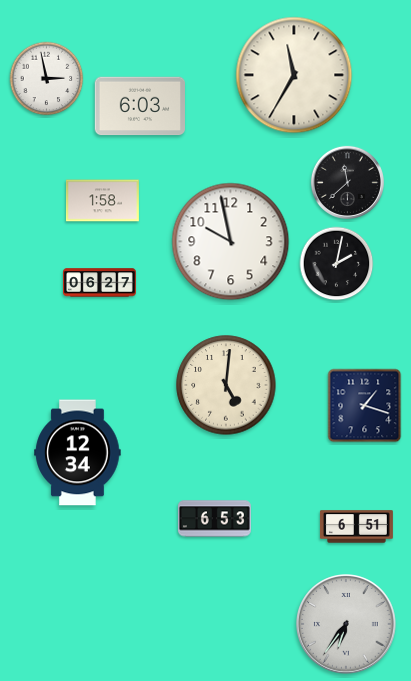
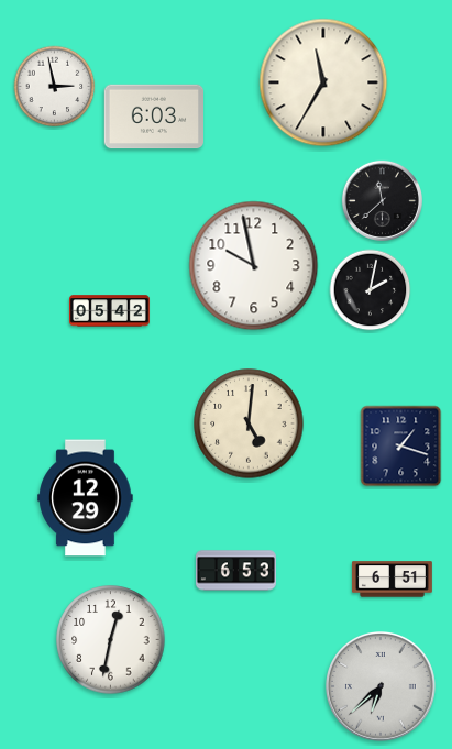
clock at (47, 79) position: (47, 79) -> (55, 87)
clock at (102, 201): 1:58 -> none
clock at (100, 283): 06:27 -> 05:42
clock at (78, 453): 12:34 -> 12:29
clock at (111, 640): none -> 12:32
clock at (347, 625): 6:36 -> 6:38
